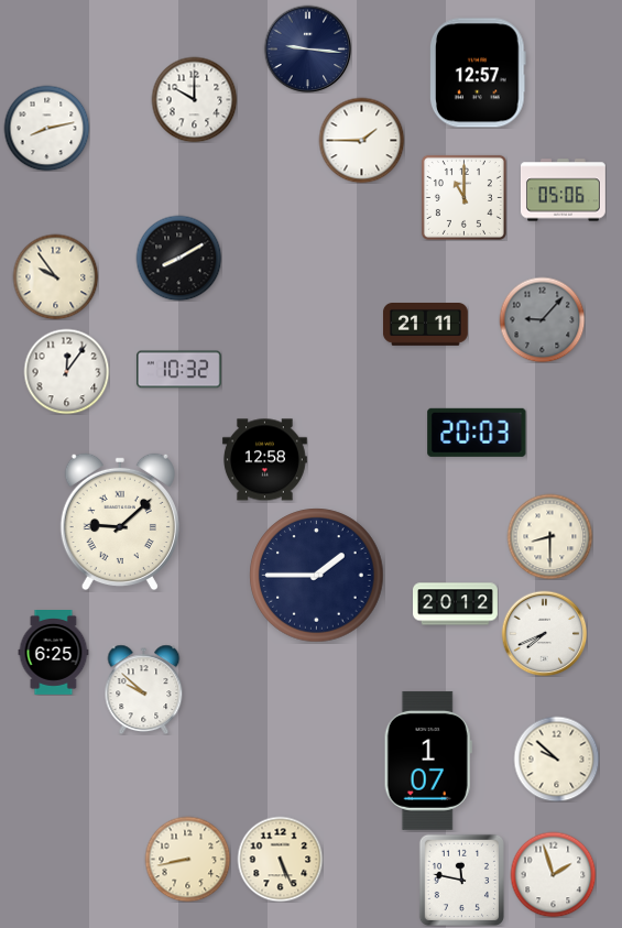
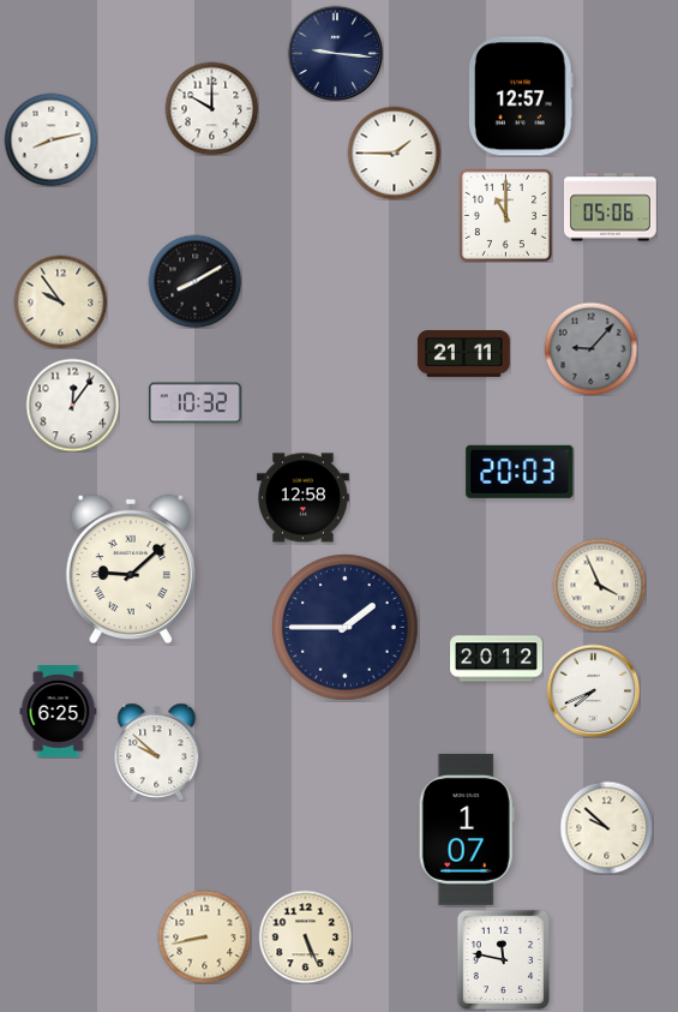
clock at (479, 73) position: (479, 73) -> (522, 96)
clock at (564, 190) position: (564, 190) -> (611, 208)
clock at (264, 460) position: (264, 460) -> (302, 498)
clock at (549, 536): 8:30 -> 3:56
clock at (553, 874): 1:57 -> none
